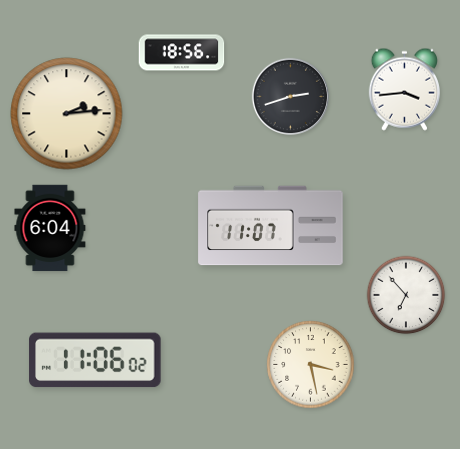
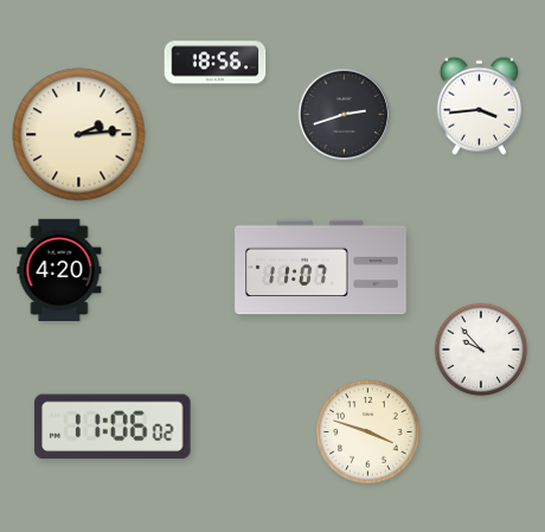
clock at (50, 228): 6:04 -> 4:20
clock at (406, 295): 6:53 -> 9:53
clock at (311, 365): 3:28 -> 3:48
